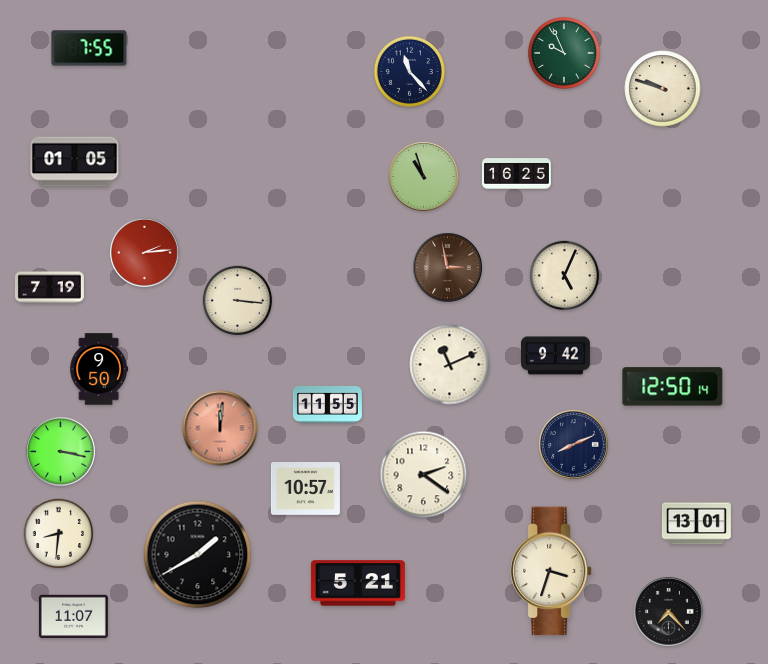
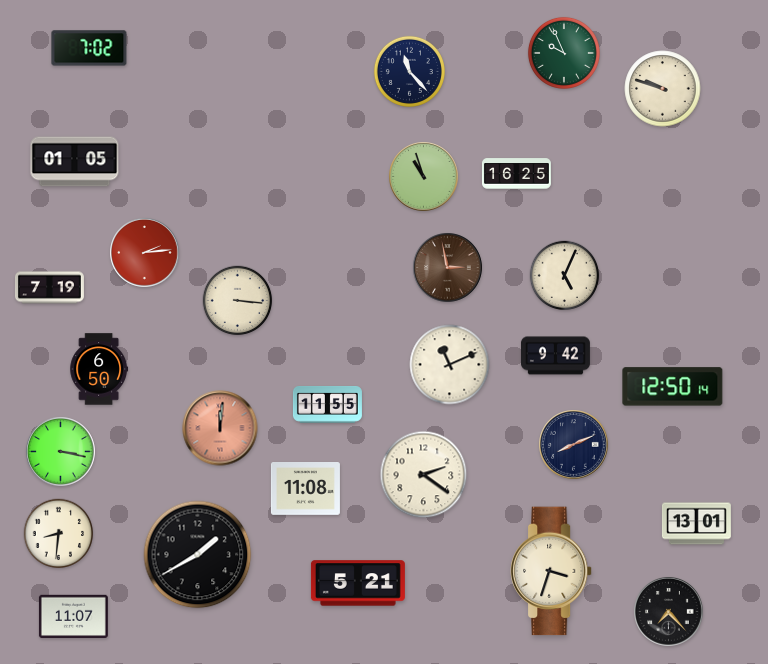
clock at (89, 48): 7:55 -> 7:02
clock at (99, 369): 9:50 -> 6:50
clock at (305, 489): 10:57 -> 11:08
